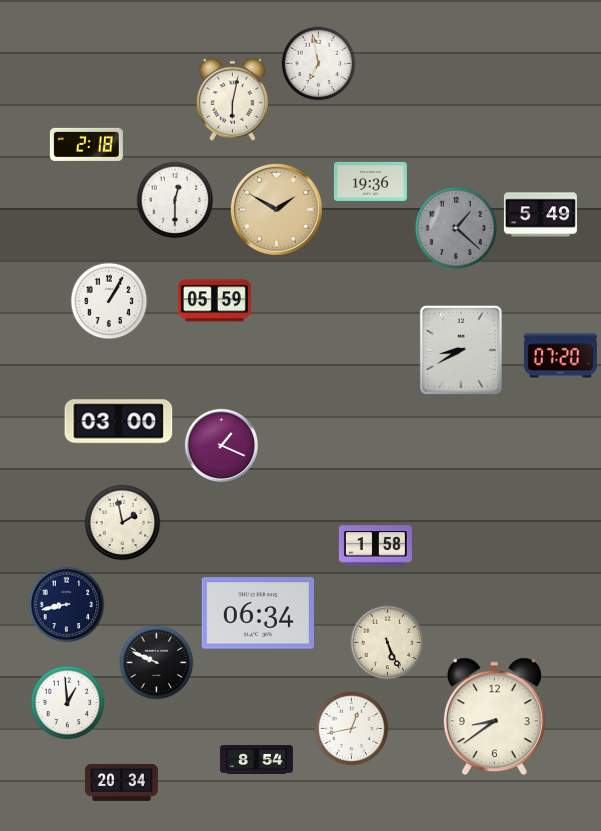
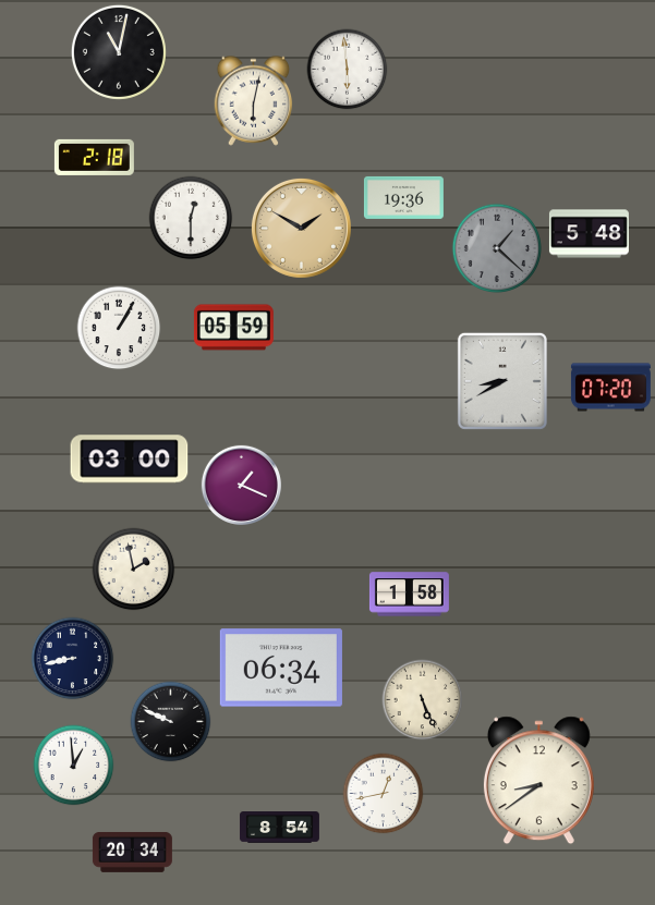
clock at (119, 52): none -> 11:02
clock at (319, 64): 6:58 -> 5:59
clock at (233, 99) position: (233, 99) -> (254, 100)
clock at (540, 215): 5:49 -> 5:48
